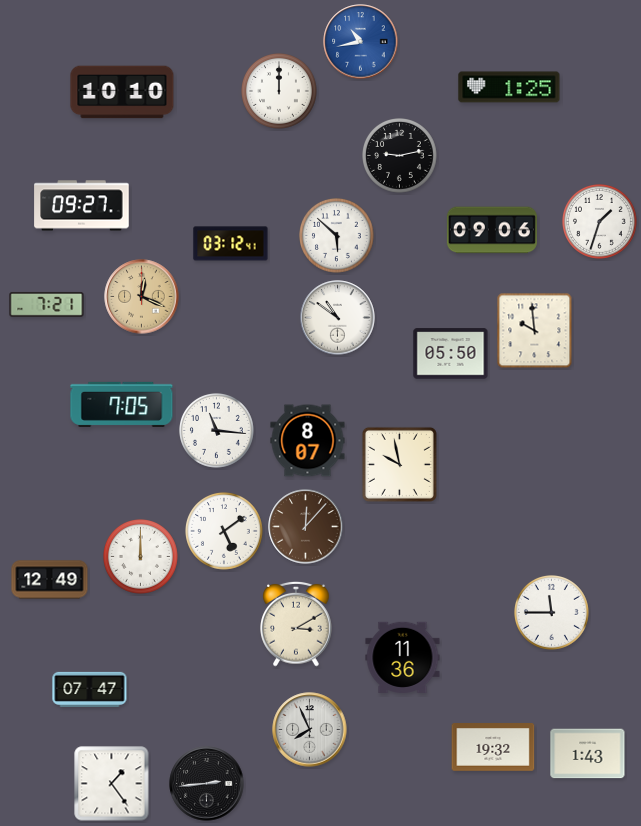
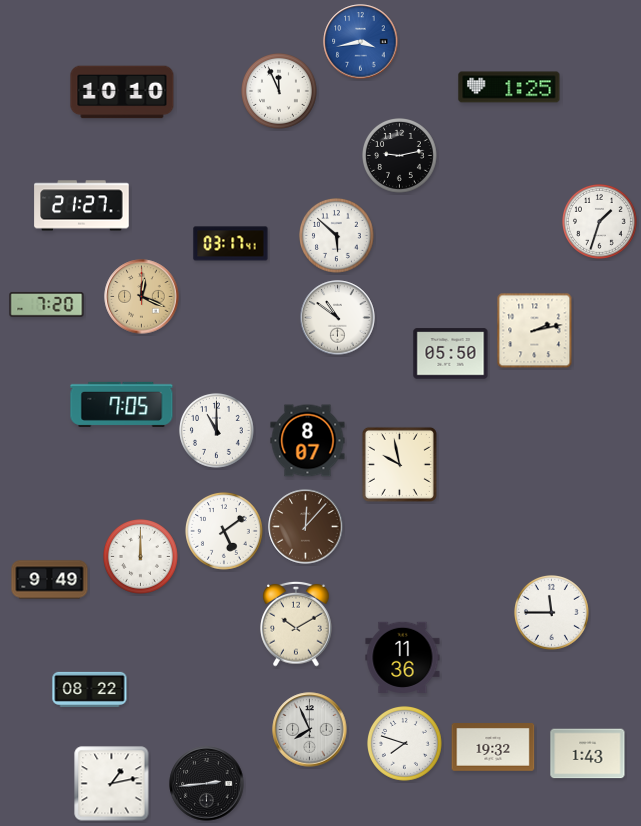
clock at (361, 42): 10:43 -> 3:43
clock at (280, 92): 12:00 -> 11:56
clock at (82, 206): 09:27 -> 21:27
clock at (492, 230): 09:06 -> none
clock at (231, 244): 03:12 -> 03:17
clock at (47, 304): 7:21 -> 7:20
clock at (535, 331): 9:59 -> 2:13
clock at (217, 431): 11:16 -> 11:00
clock at (50, 580): 12:49 -> 9:49
clock at (296, 624): 3:10 -> 10:10
clock at (90, 689): 07:47 -> 08:22
clock at (405, 744): none -> 7:48
clock at (112, 784): 1:24 -> 1:13
